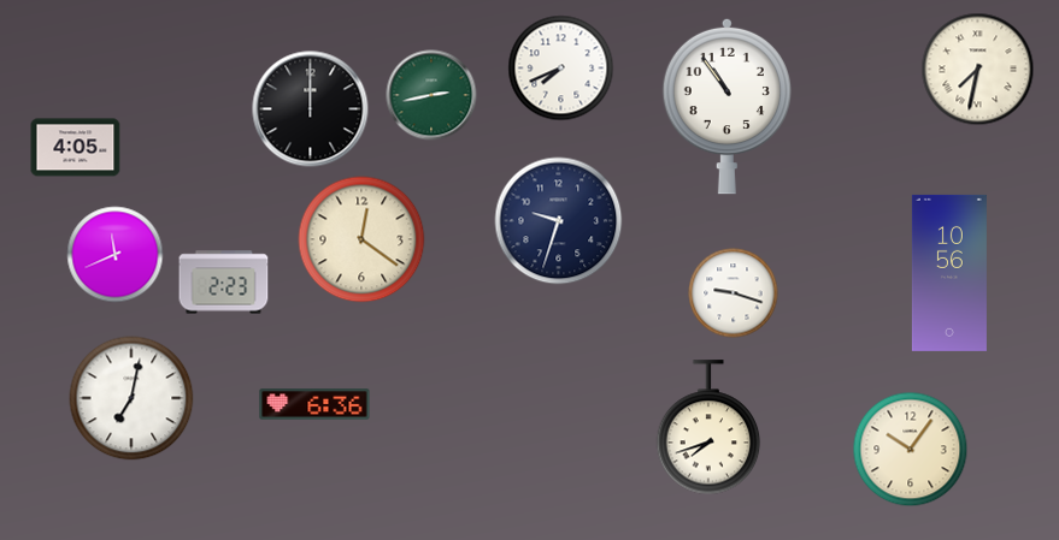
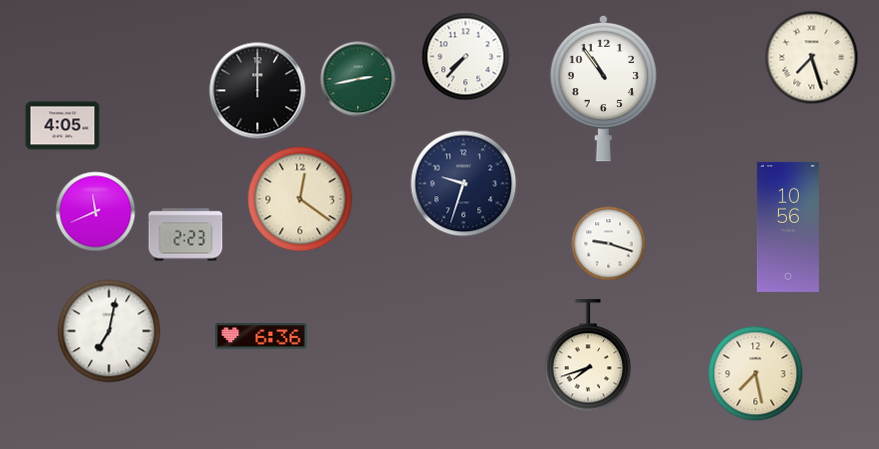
clock at (561, 69): 7:41 -> 7:37
clock at (978, 70): 7:32 -> 7:27
clock at (76, 148) position: (76, 148) -> (63, 126)
clock at (911, 450): 10:06 -> 7:28
